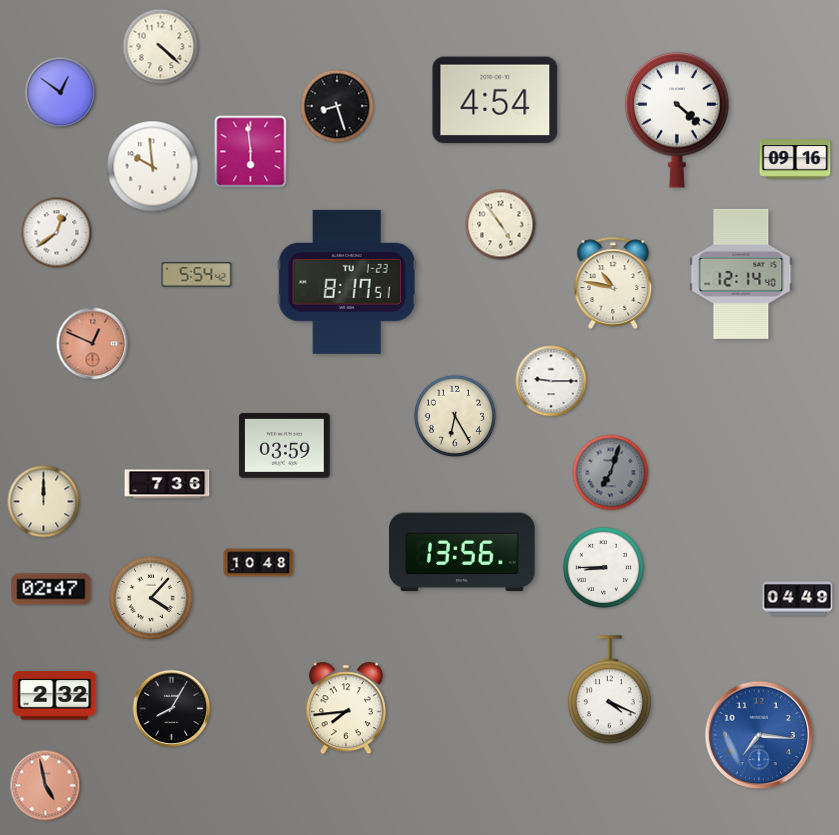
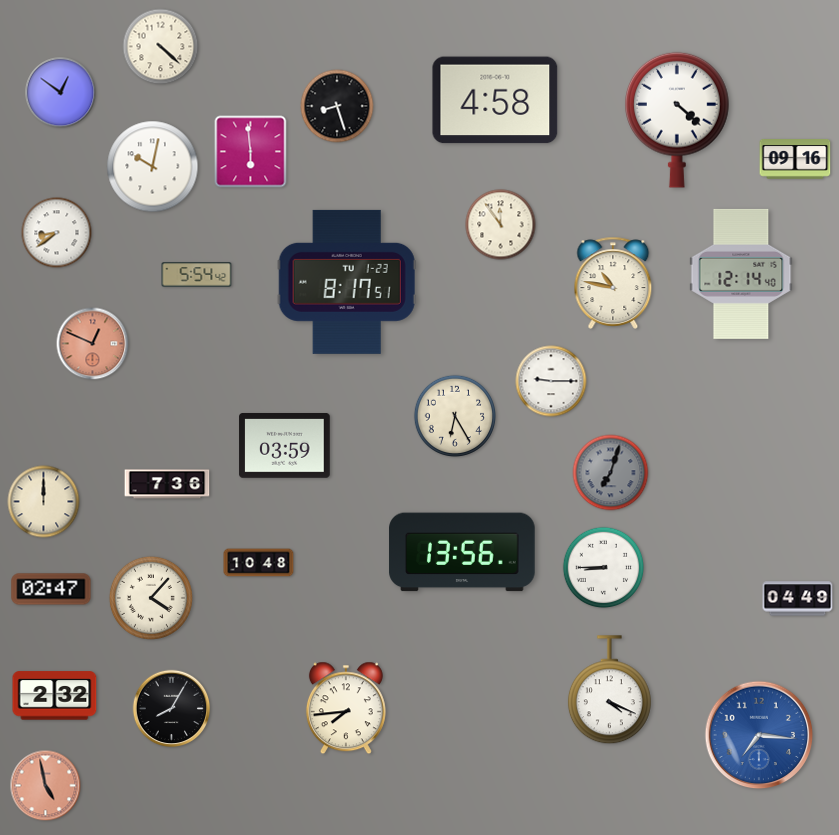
clock at (495, 100): 4:54 -> 4:58
clock at (153, 167): 9:59 -> 10:02
clock at (501, 225): 4:54 -> 11:54
clock at (57, 233): 12:39 -> 8:39
